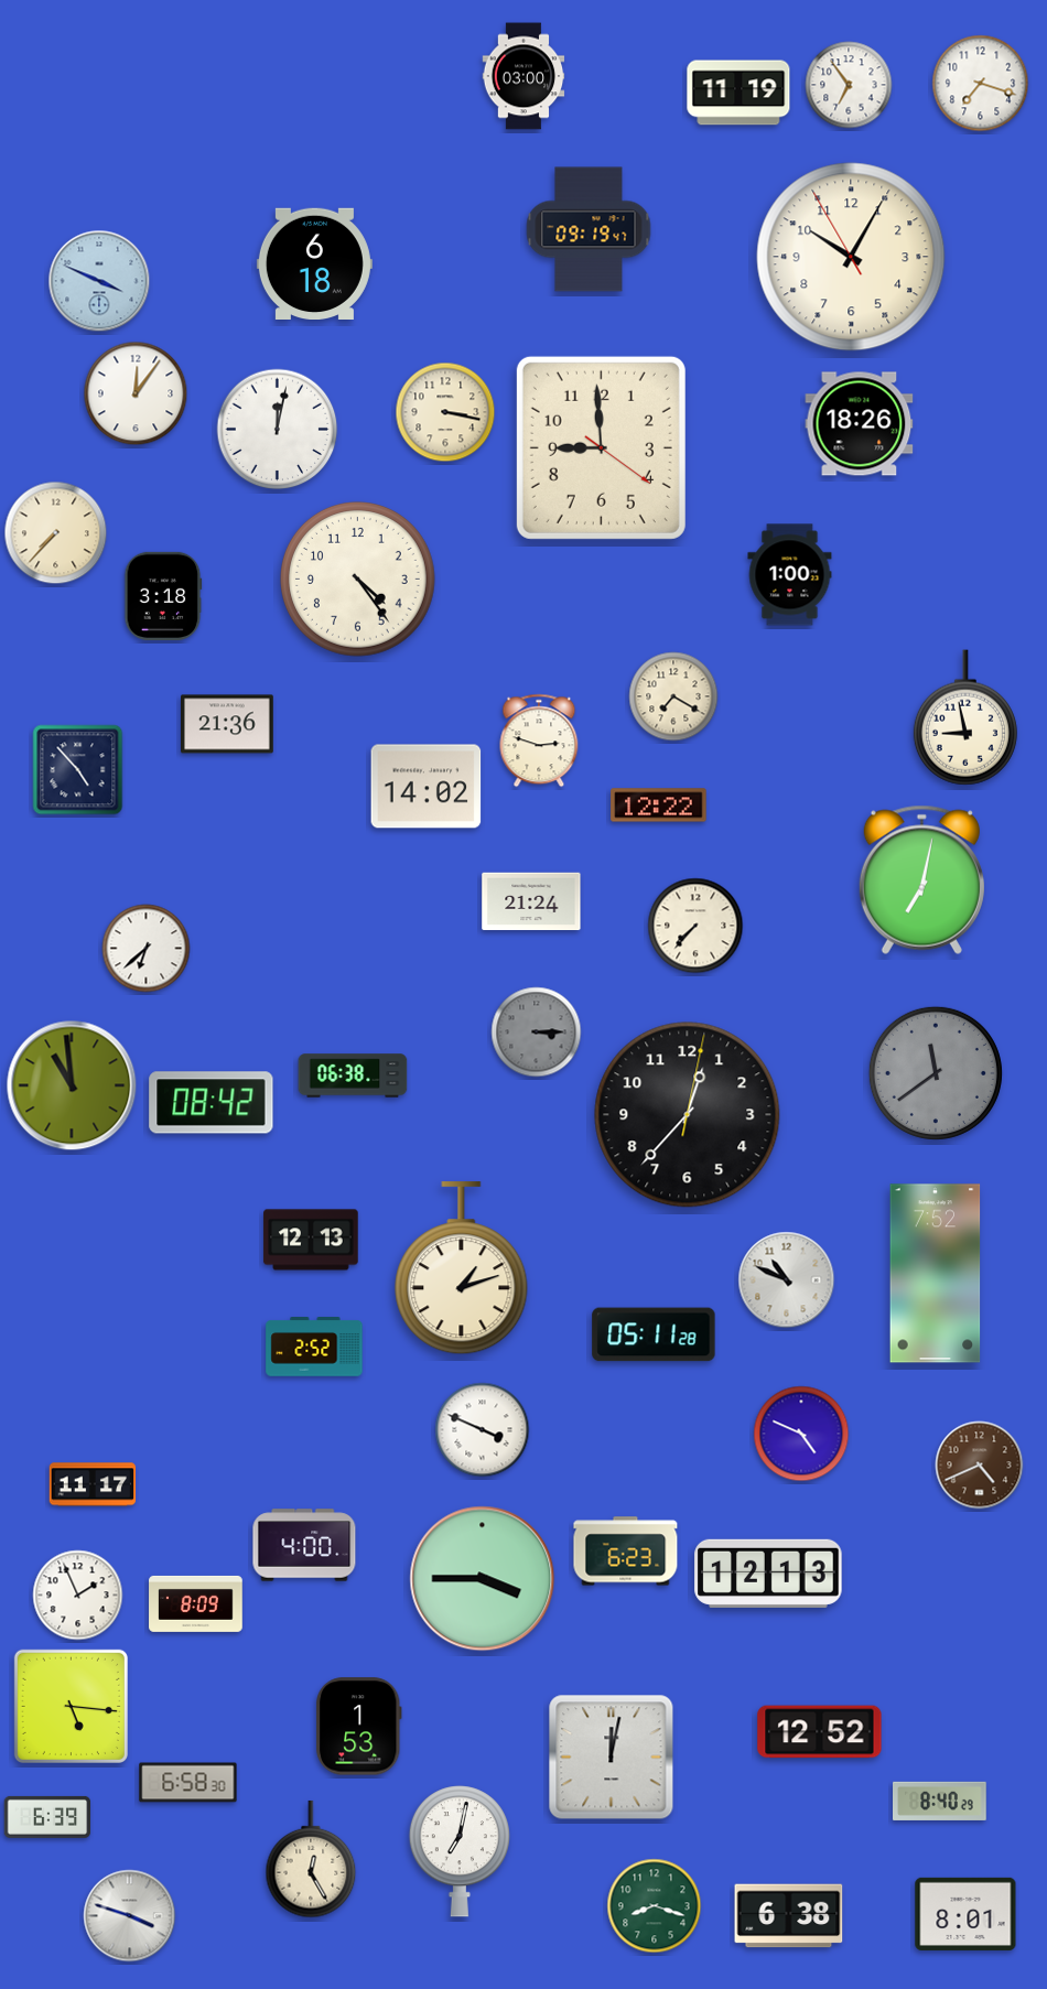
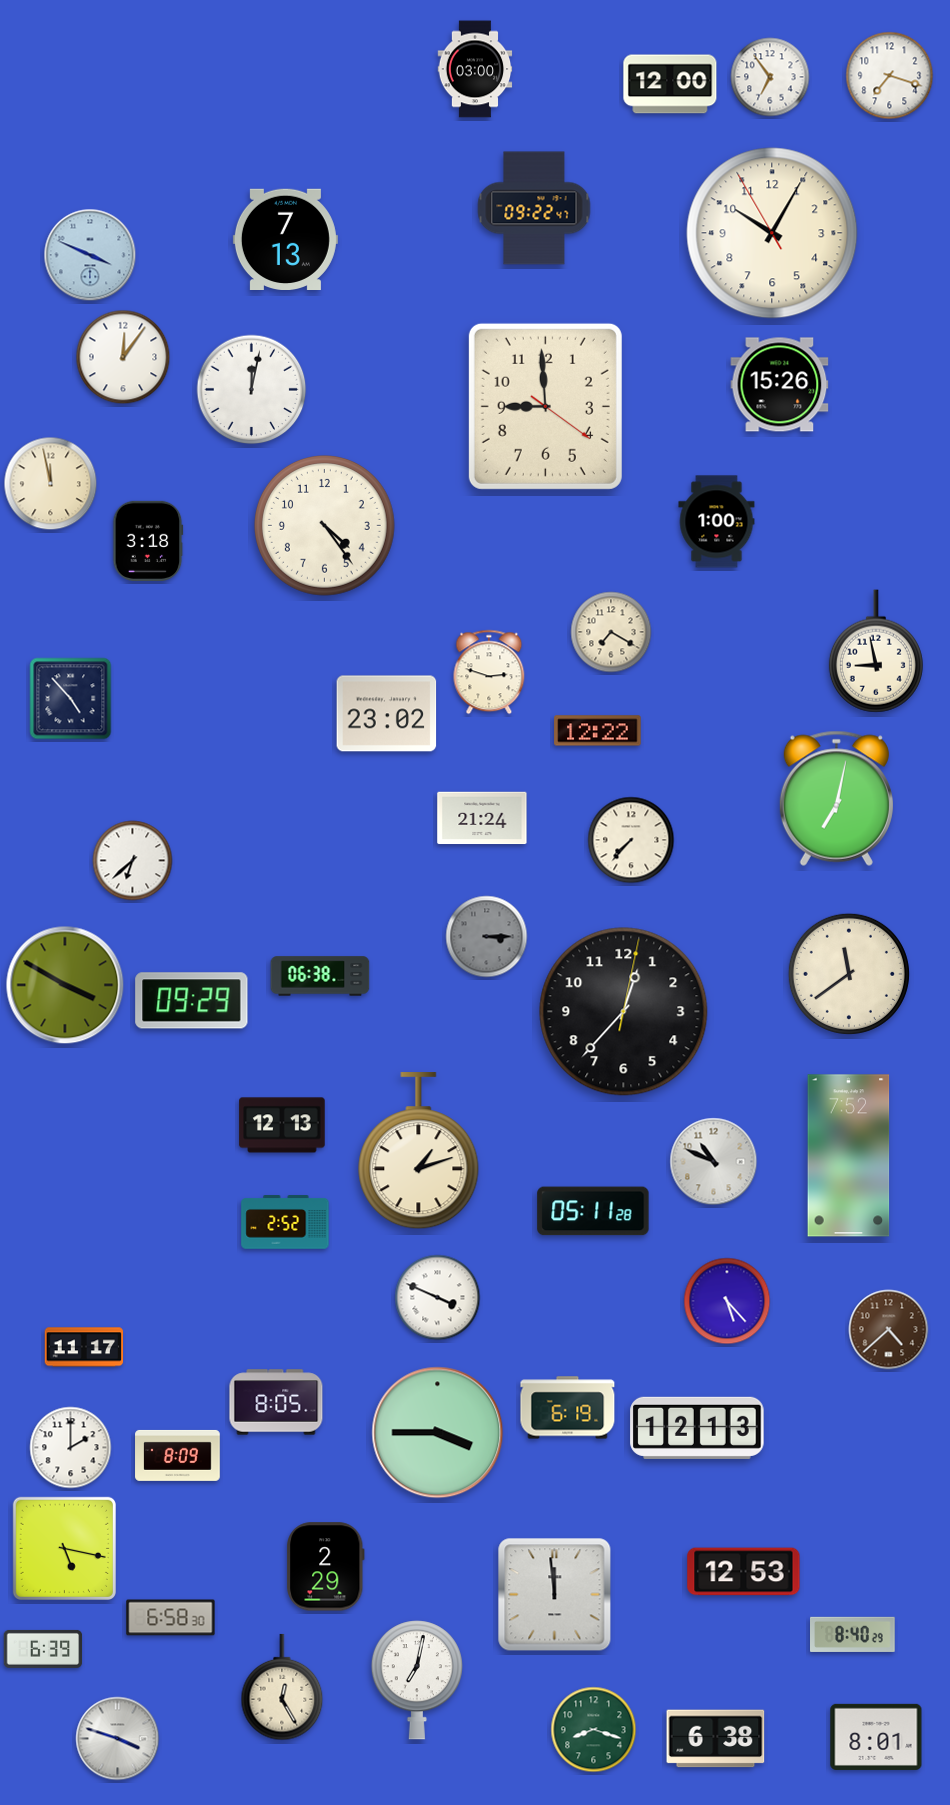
clock at (738, 93): 11:19 -> 12:00
clock at (589, 229): 09:19 -> 09:22
clock at (314, 263): 6:18 -> 7:13
clock at (445, 412): 3:17 -> none
clock at (860, 424): 18:26 -> 15:26
clock at (56, 533): 7:37 -> 11:58
clock at (228, 724): 21:36 -> none
clock at (427, 787): 14:02 -> 23:02
clock at (936, 1073) dial: grey -> cream
clock at (72, 1085): 10:59 -> 3:50
clock at (212, 1103): 08:42 -> 09:29
clock at (801, 1434): 4:49 -> 5:23
clock at (980, 1466): 4:41 -> 4:38
clock at (304, 1545): 4:00 -> 8:05
clock at (626, 1552): 6:23 -> 6:19
clock at (78, 1596): 1:56 -> 2:00
clock at (71, 1706): 5:16 -> 5:17
clock at (358, 1727): 1:53 -> 2:29
clock at (820, 1732): 12:52 -> 12:53
clock at (612, 1758): 12:02 -> 11:59
